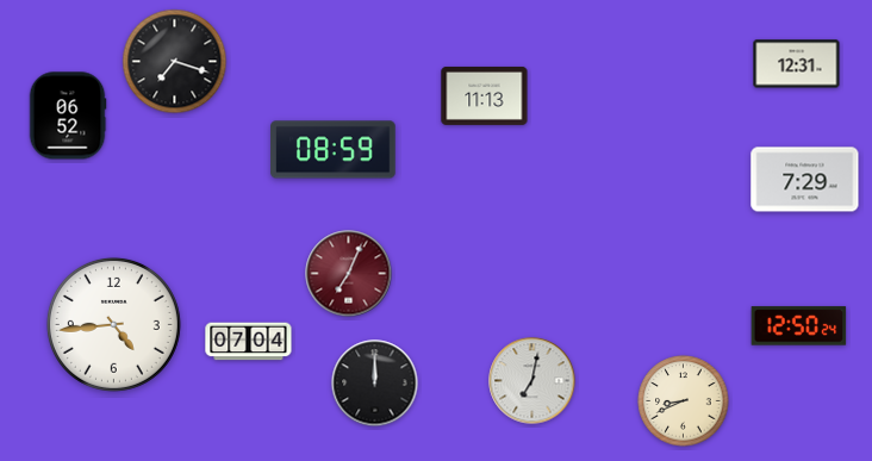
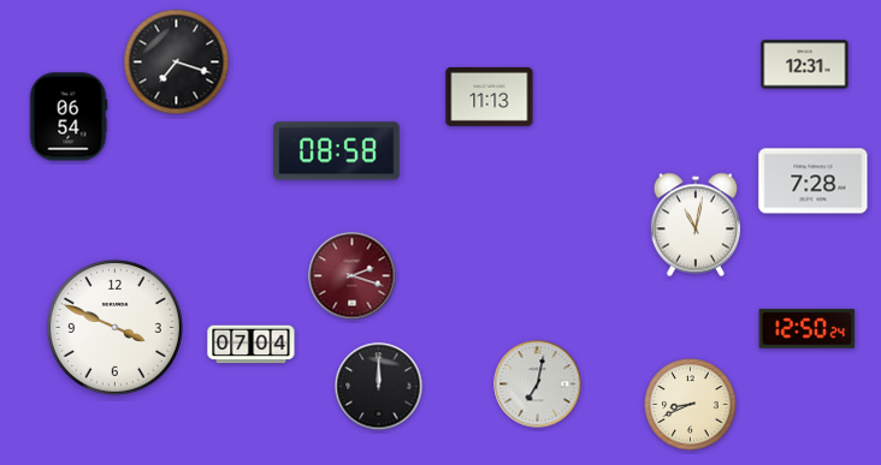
clock at (68, 116): 06:52 -> 06:54
clock at (334, 150): 08:59 -> 08:58
clock at (805, 180): 7:29 -> 7:28
clock at (694, 225): none -> 11:02
clock at (349, 274): 7:04 -> 2:18
clock at (113, 324): 4:44 -> 3:49
